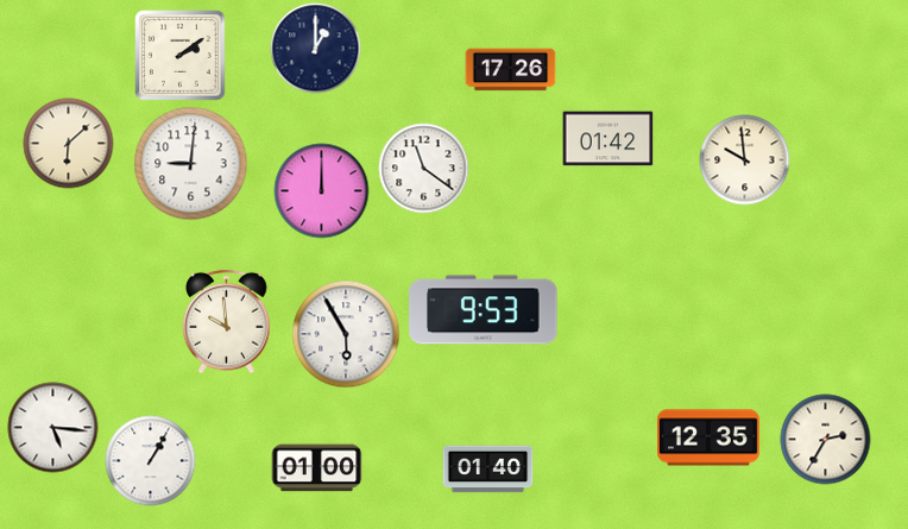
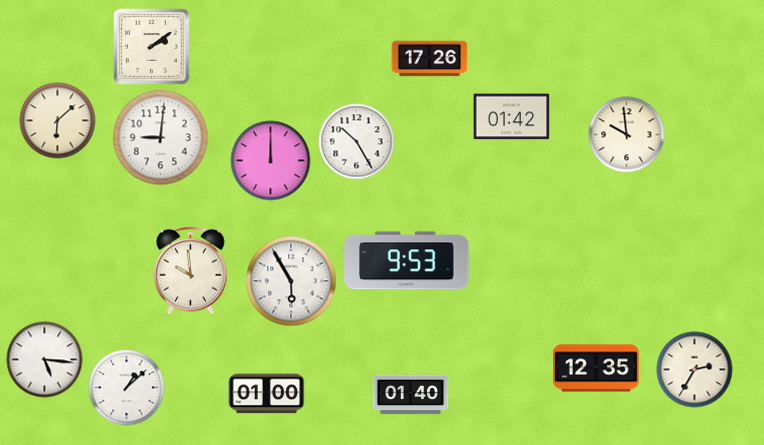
clock at (316, 49): 1:00 -> none
clock at (424, 169): 11:21 -> 10:25
clock at (151, 461): 1:05 -> 1:08
